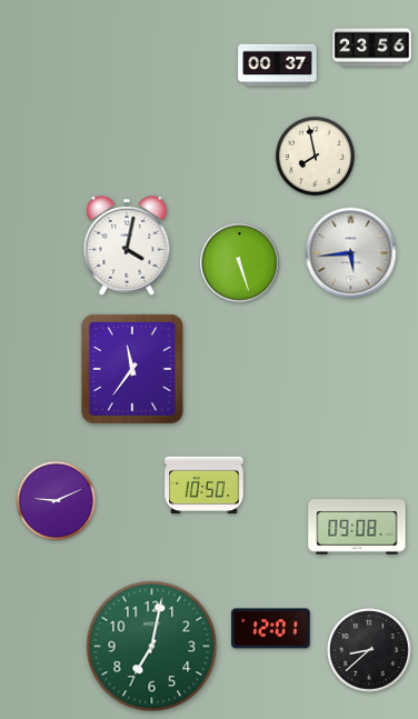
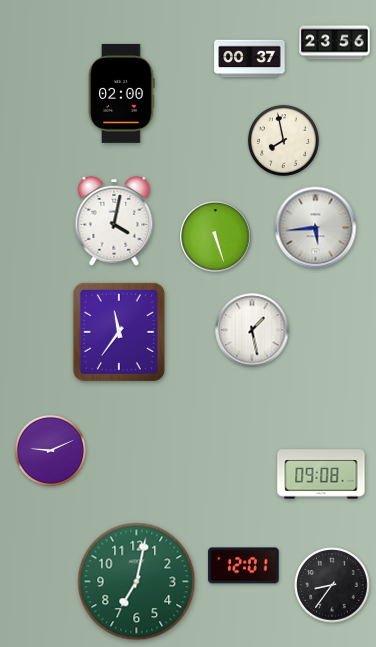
clock at (122, 93): none -> 02:00
clock at (252, 330): none -> 1:28
clock at (205, 486): 10:50 -> none
clock at (369, 650): 8:38 -> 8:36
